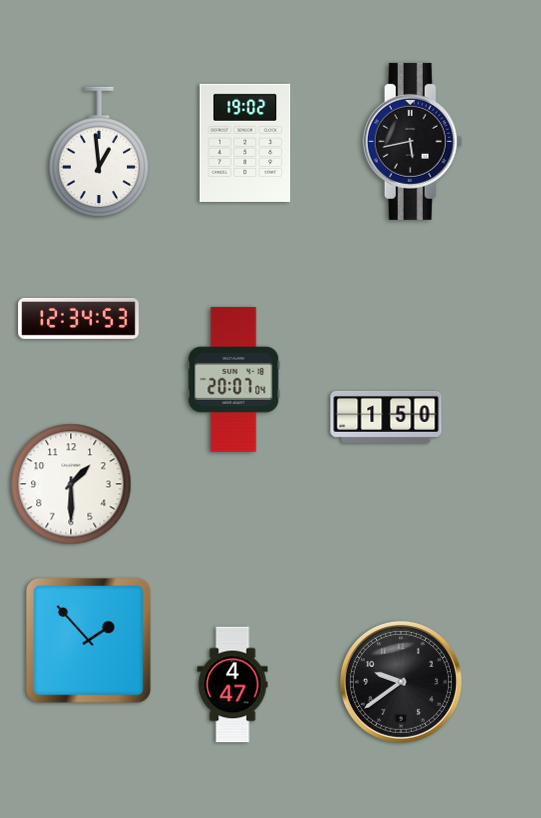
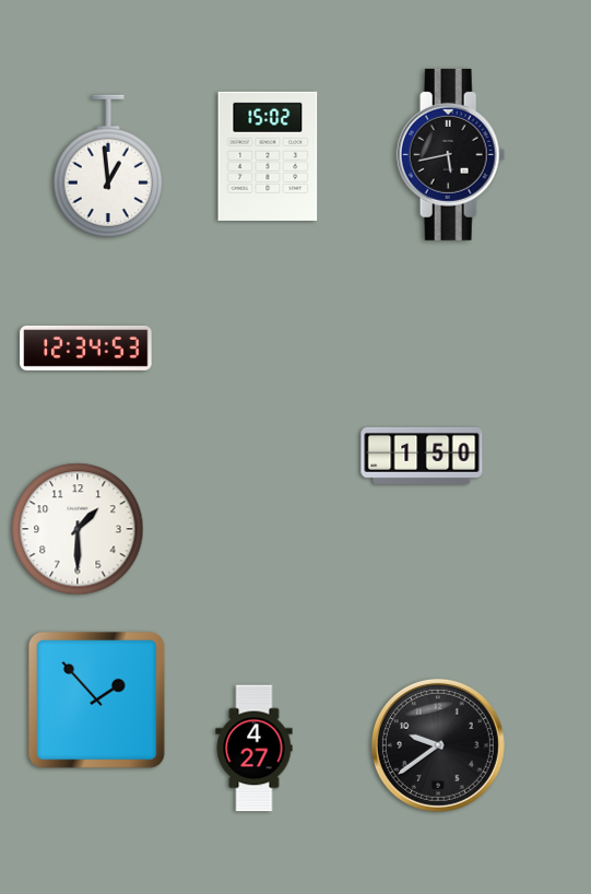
clock at (245, 143): 19:02 -> 15:02
clock at (234, 379): 20:07 -> none
clock at (233, 685): 4:47 -> 4:27
